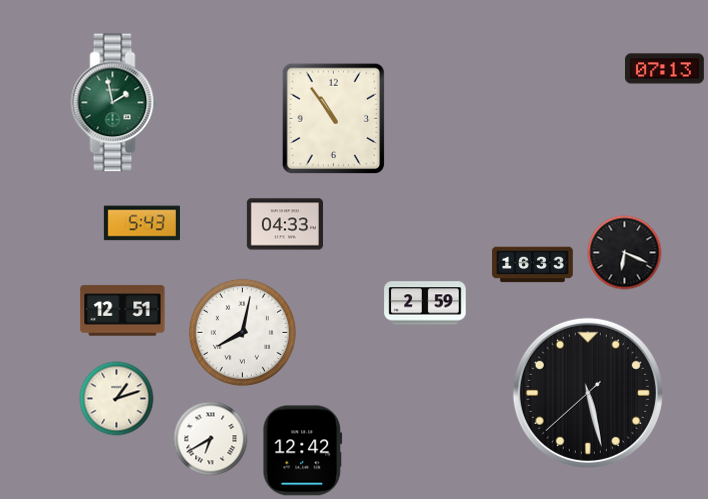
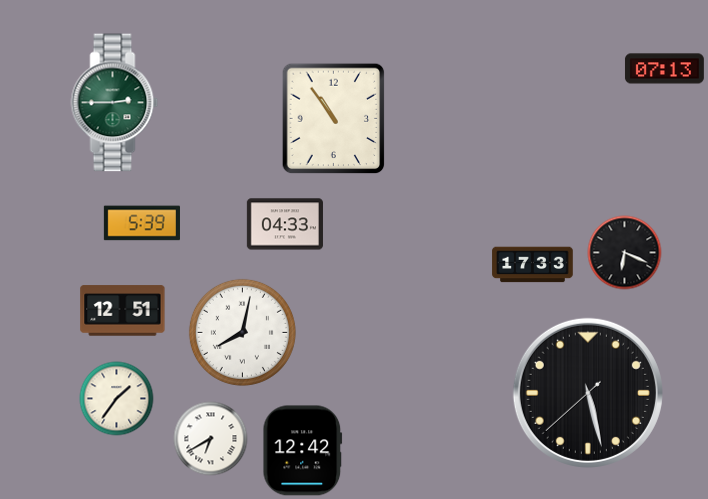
clock at (115, 103): 1:58 -> 2:45
clock at (142, 223): 5:43 -> 5:39
clock at (533, 265): 16:33 -> 17:33
clock at (425, 303): 2:59 -> none
clock at (117, 399): 1:12 -> 1:36
